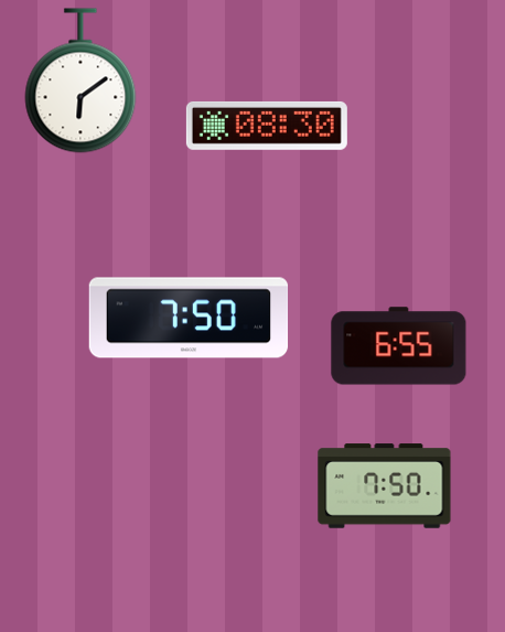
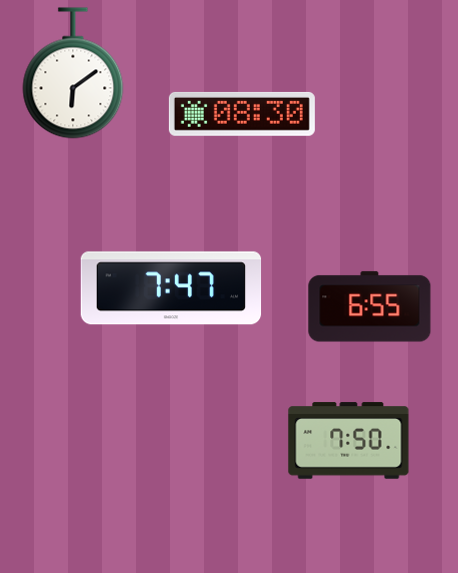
clock at (189, 318): 7:50 -> 7:47
clock at (399, 346) position: (399, 346) -> (370, 307)
